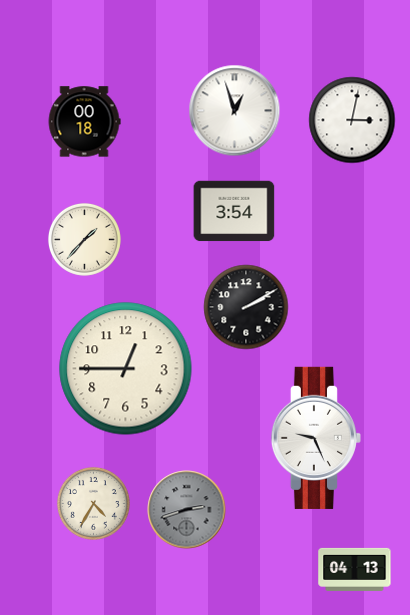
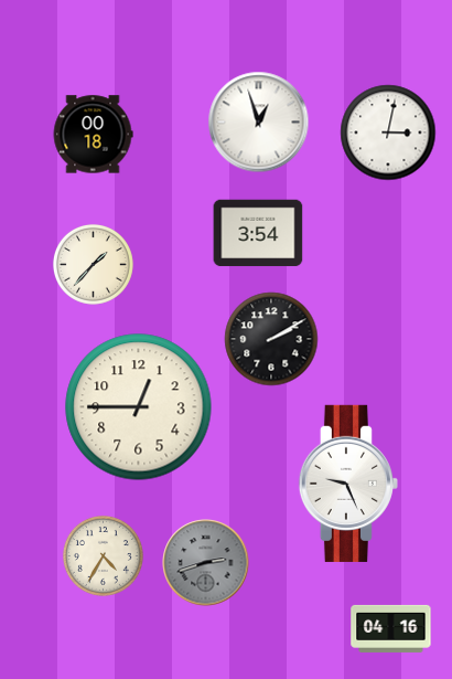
clock at (355, 569): 04:13 -> 04:16
